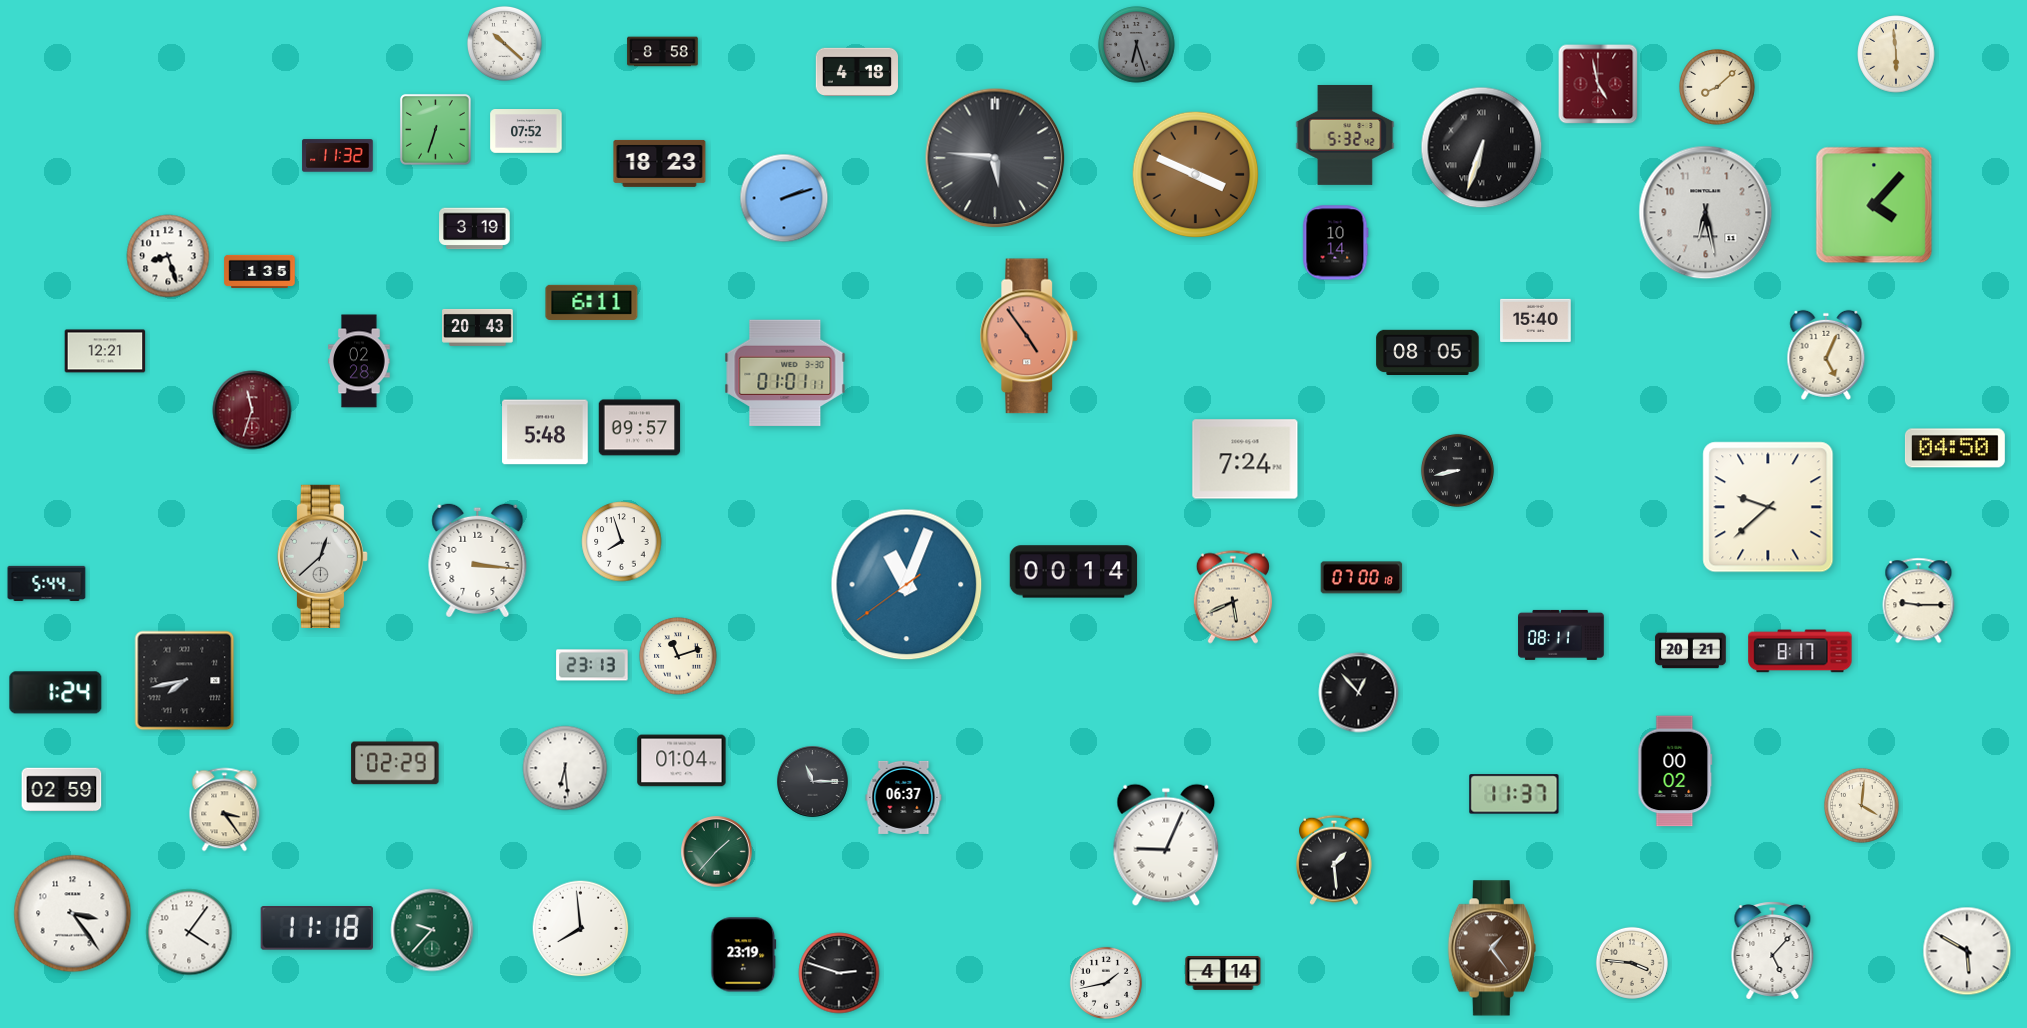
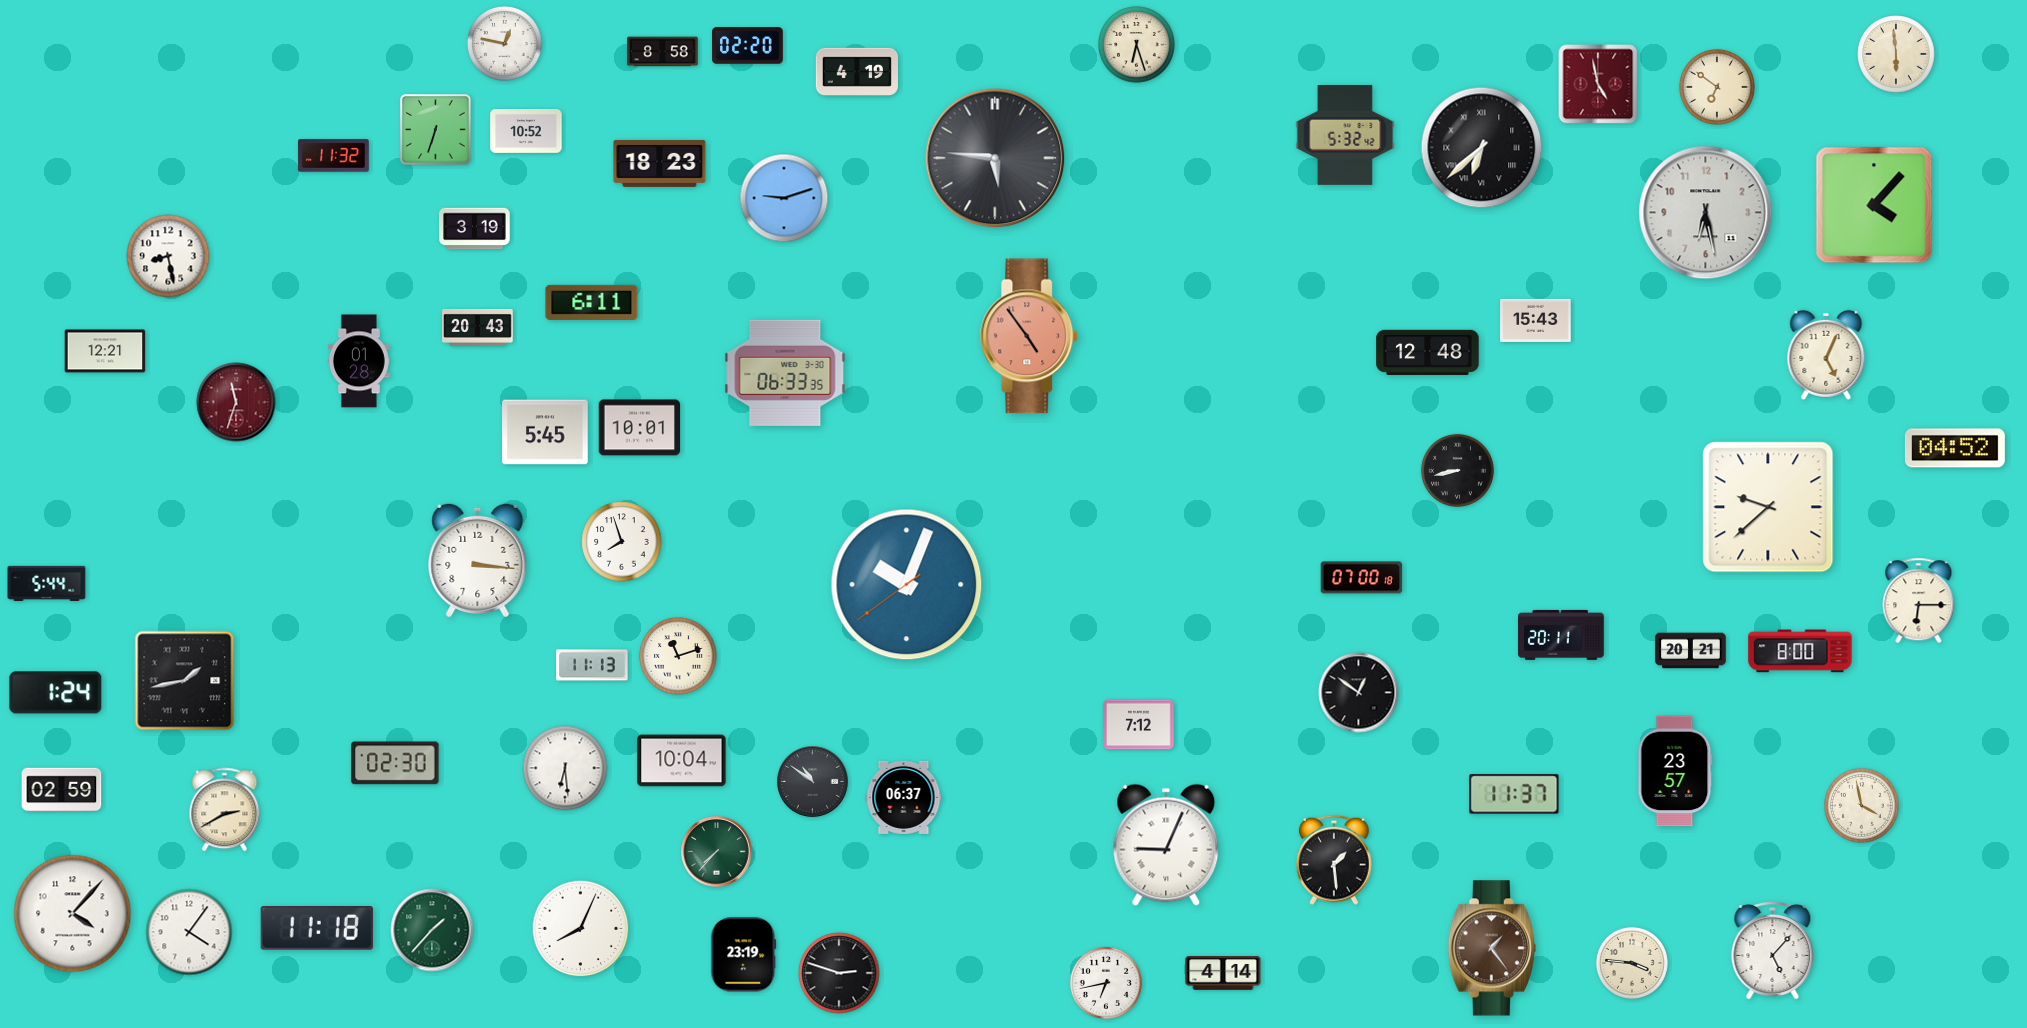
clock at (505, 44): 10:22 -> 12:47
clock at (1137, 45) dial: grey -> cream
clock at (748, 46): none -> 02:20
clock at (856, 72): 4:18 -> 4:19
clock at (1718, 88): 8:08 -> 6:51
clock at (526, 132): 07:52 -> 10:52
clock at (1482, 148): 6:33 -> 6:38
clock at (338, 156) position: (338, 156) -> (334, 156)
clock at (1196, 175): 3:49 -> none
clock at (784, 198): 2:12 -> 9:12
clock at (1336, 243): 10:14 -> none
clock at (168, 256): 8:27 -> 8:28
clock at (260, 271): 1:35 -> none
clock at (1536, 320): 15:40 -> 15:43
clock at (1428, 352): 08:05 -> 12:48
clock at (360, 361): 02:28 -> 01:28
clock at (785, 373): 01:01 -> 06:33
clock at (252, 410) position: (252, 410) -> (236, 402)
clock at (640, 428): 09:57 -> 10:01
clock at (545, 432): 5:48 -> 5:45
clock at (1955, 448): 04:50 -> 04:52
clock at (1245, 459): 7:24 -> none
clock at (322, 556): 12:38 -> none
clock at (1074, 572): 00:14 -> none
clock at (907, 585): 11:03 -> 10:03
clock at (1233, 597): 5:41 -> none
clock at (1919, 601): 9:15 -> 6:15
clock at (1561, 635): 08:11 -> 20:11
clock at (1800, 651): 8:17 -> 8:00
clock at (592, 665): 23:13 -> 11:13
clock at (185, 681): 7:43 -> 1:43
clock at (1359, 693): 12:53 -> 12:51
clock at (1139, 725): none -> 7:12
clock at (682, 761): 01:04 -> 10:04
clock at (395, 763): 02:29 -> 02:30
clock at (1675, 771): 00:02 -> 23:57
clock at (813, 782): 11:15 -> 10:51
clock at (1862, 806): 4:01 -> 3:58
clock at (225, 810): 3:24 -> 2:40
clock at (717, 852): 1:37 -> 7:37
clock at (73, 914): 3:24 -> 4:07
clock at (581, 929): 7:59 -> 8:04
clock at (432, 930): 9:37 -> 1:37
clock at (1967, 951): 5:50 -> none
clock at (1106, 983): 1:43 -> 6:43
